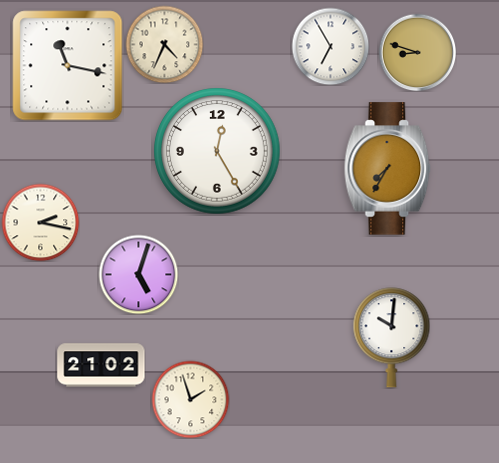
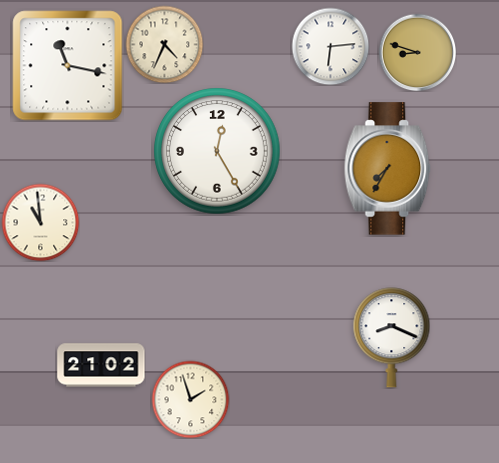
clock at (330, 46): 6:55 -> 6:14
clock at (40, 222): 2:17 -> 10:59
clock at (138, 274): 5:03 -> none
clock at (392, 338): 10:01 -> 8:19
